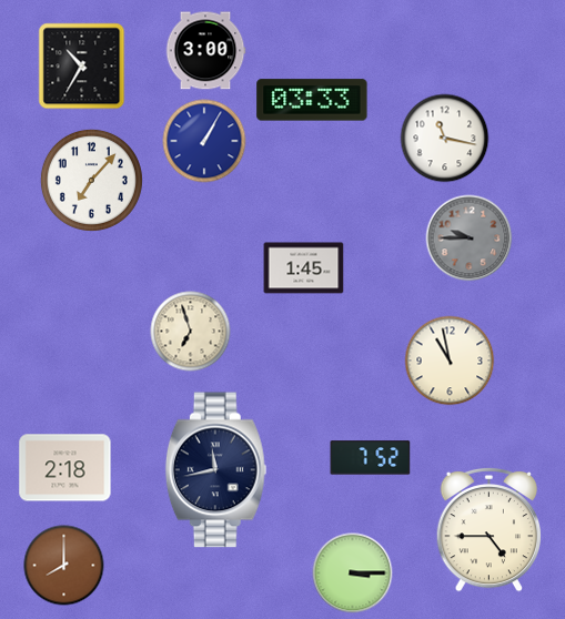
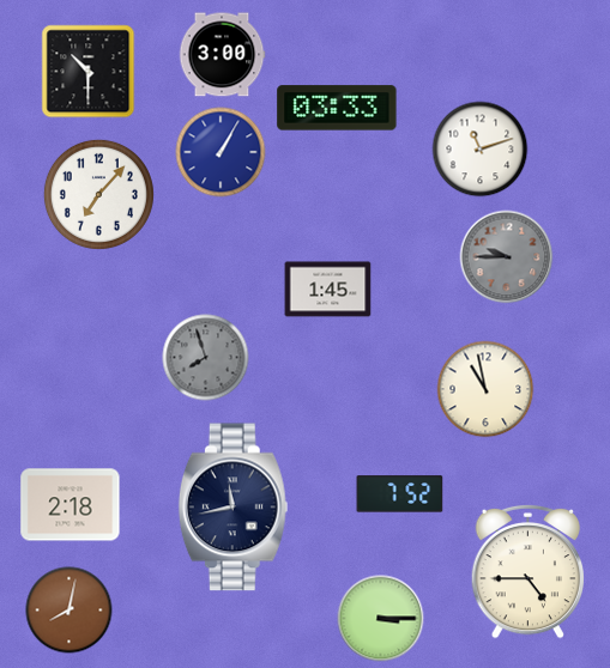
clock at (82, 67): 10:35 -> 10:30
clock at (445, 139): 11:17 -> 11:12
clock at (191, 332): 6:57 -> 7:57
clock at (191, 332) dial: cream -> grey
clock at (64, 566): 8:00 -> 8:02
